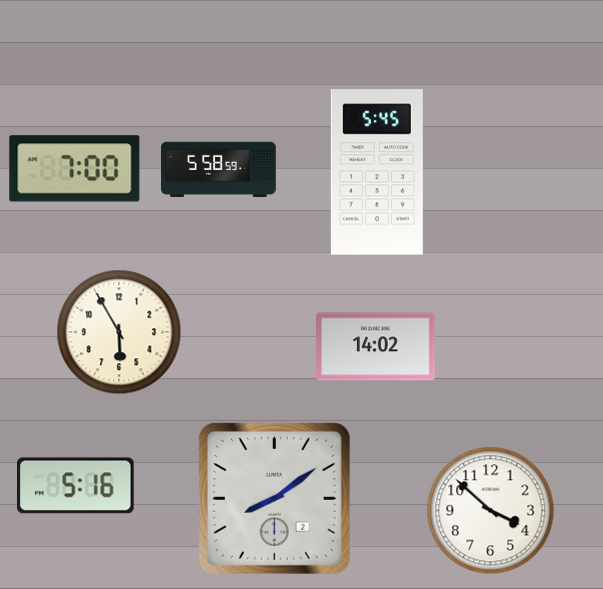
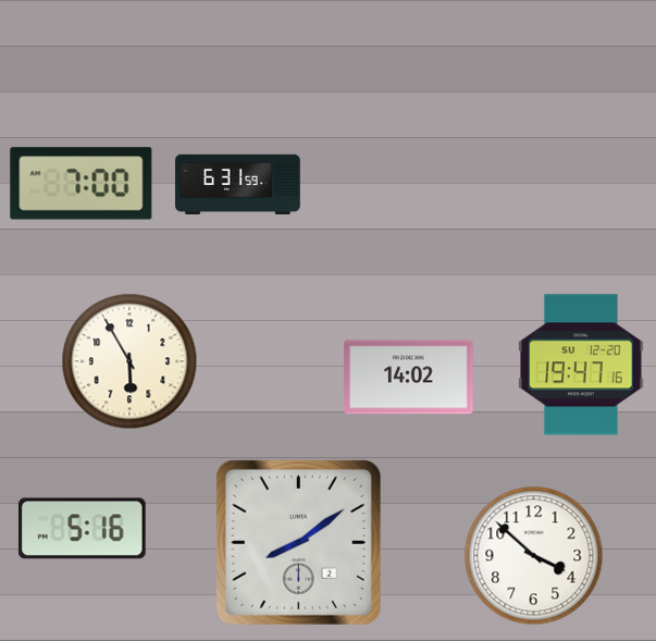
clock at (219, 169): 5:58 -> 6:31
clock at (377, 172): 5:45 -> none
clock at (581, 365): none -> 19:47
